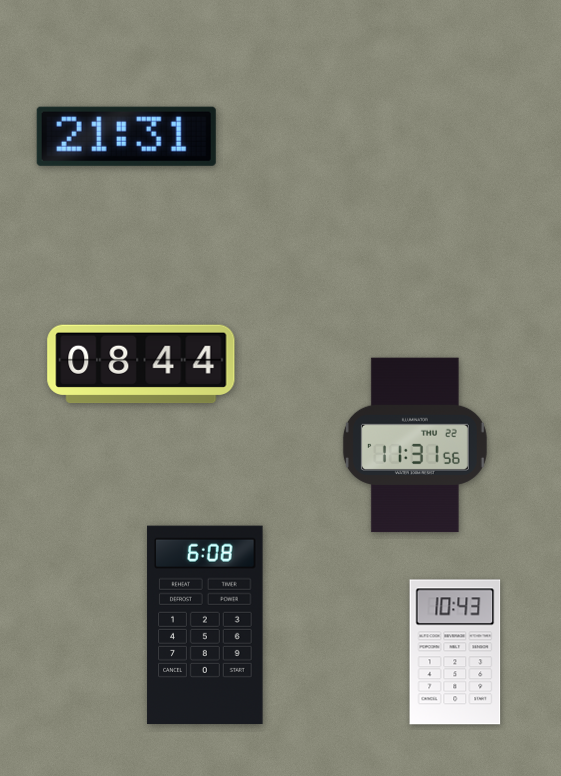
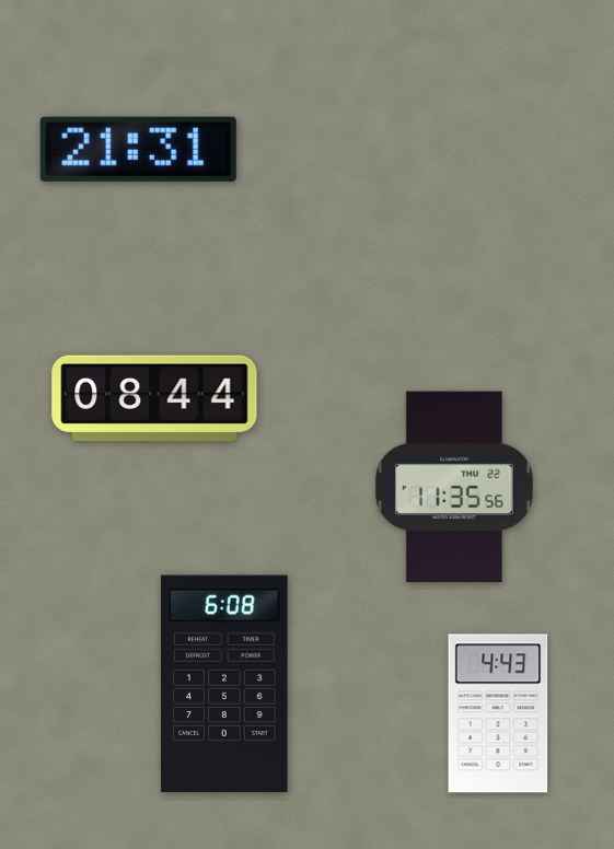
clock at (415, 445): 11:31 -> 11:35
clock at (455, 652): 10:43 -> 4:43
